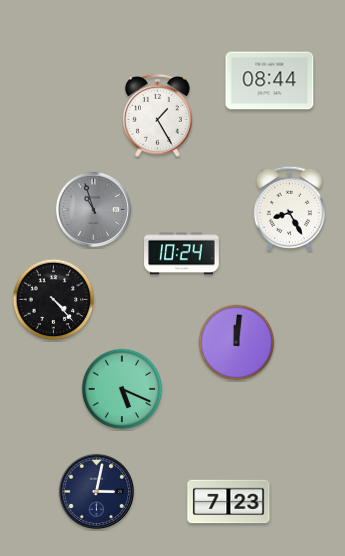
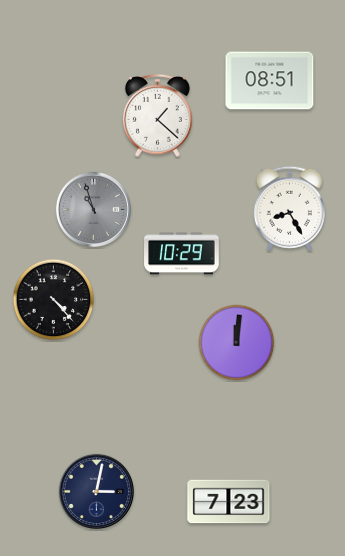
clock at (270, 81): 08:44 -> 08:51
clock at (157, 115): 1:25 -> 1:22
clock at (182, 254): 10:24 -> 10:29
clock at (122, 389): 5:19 -> none
